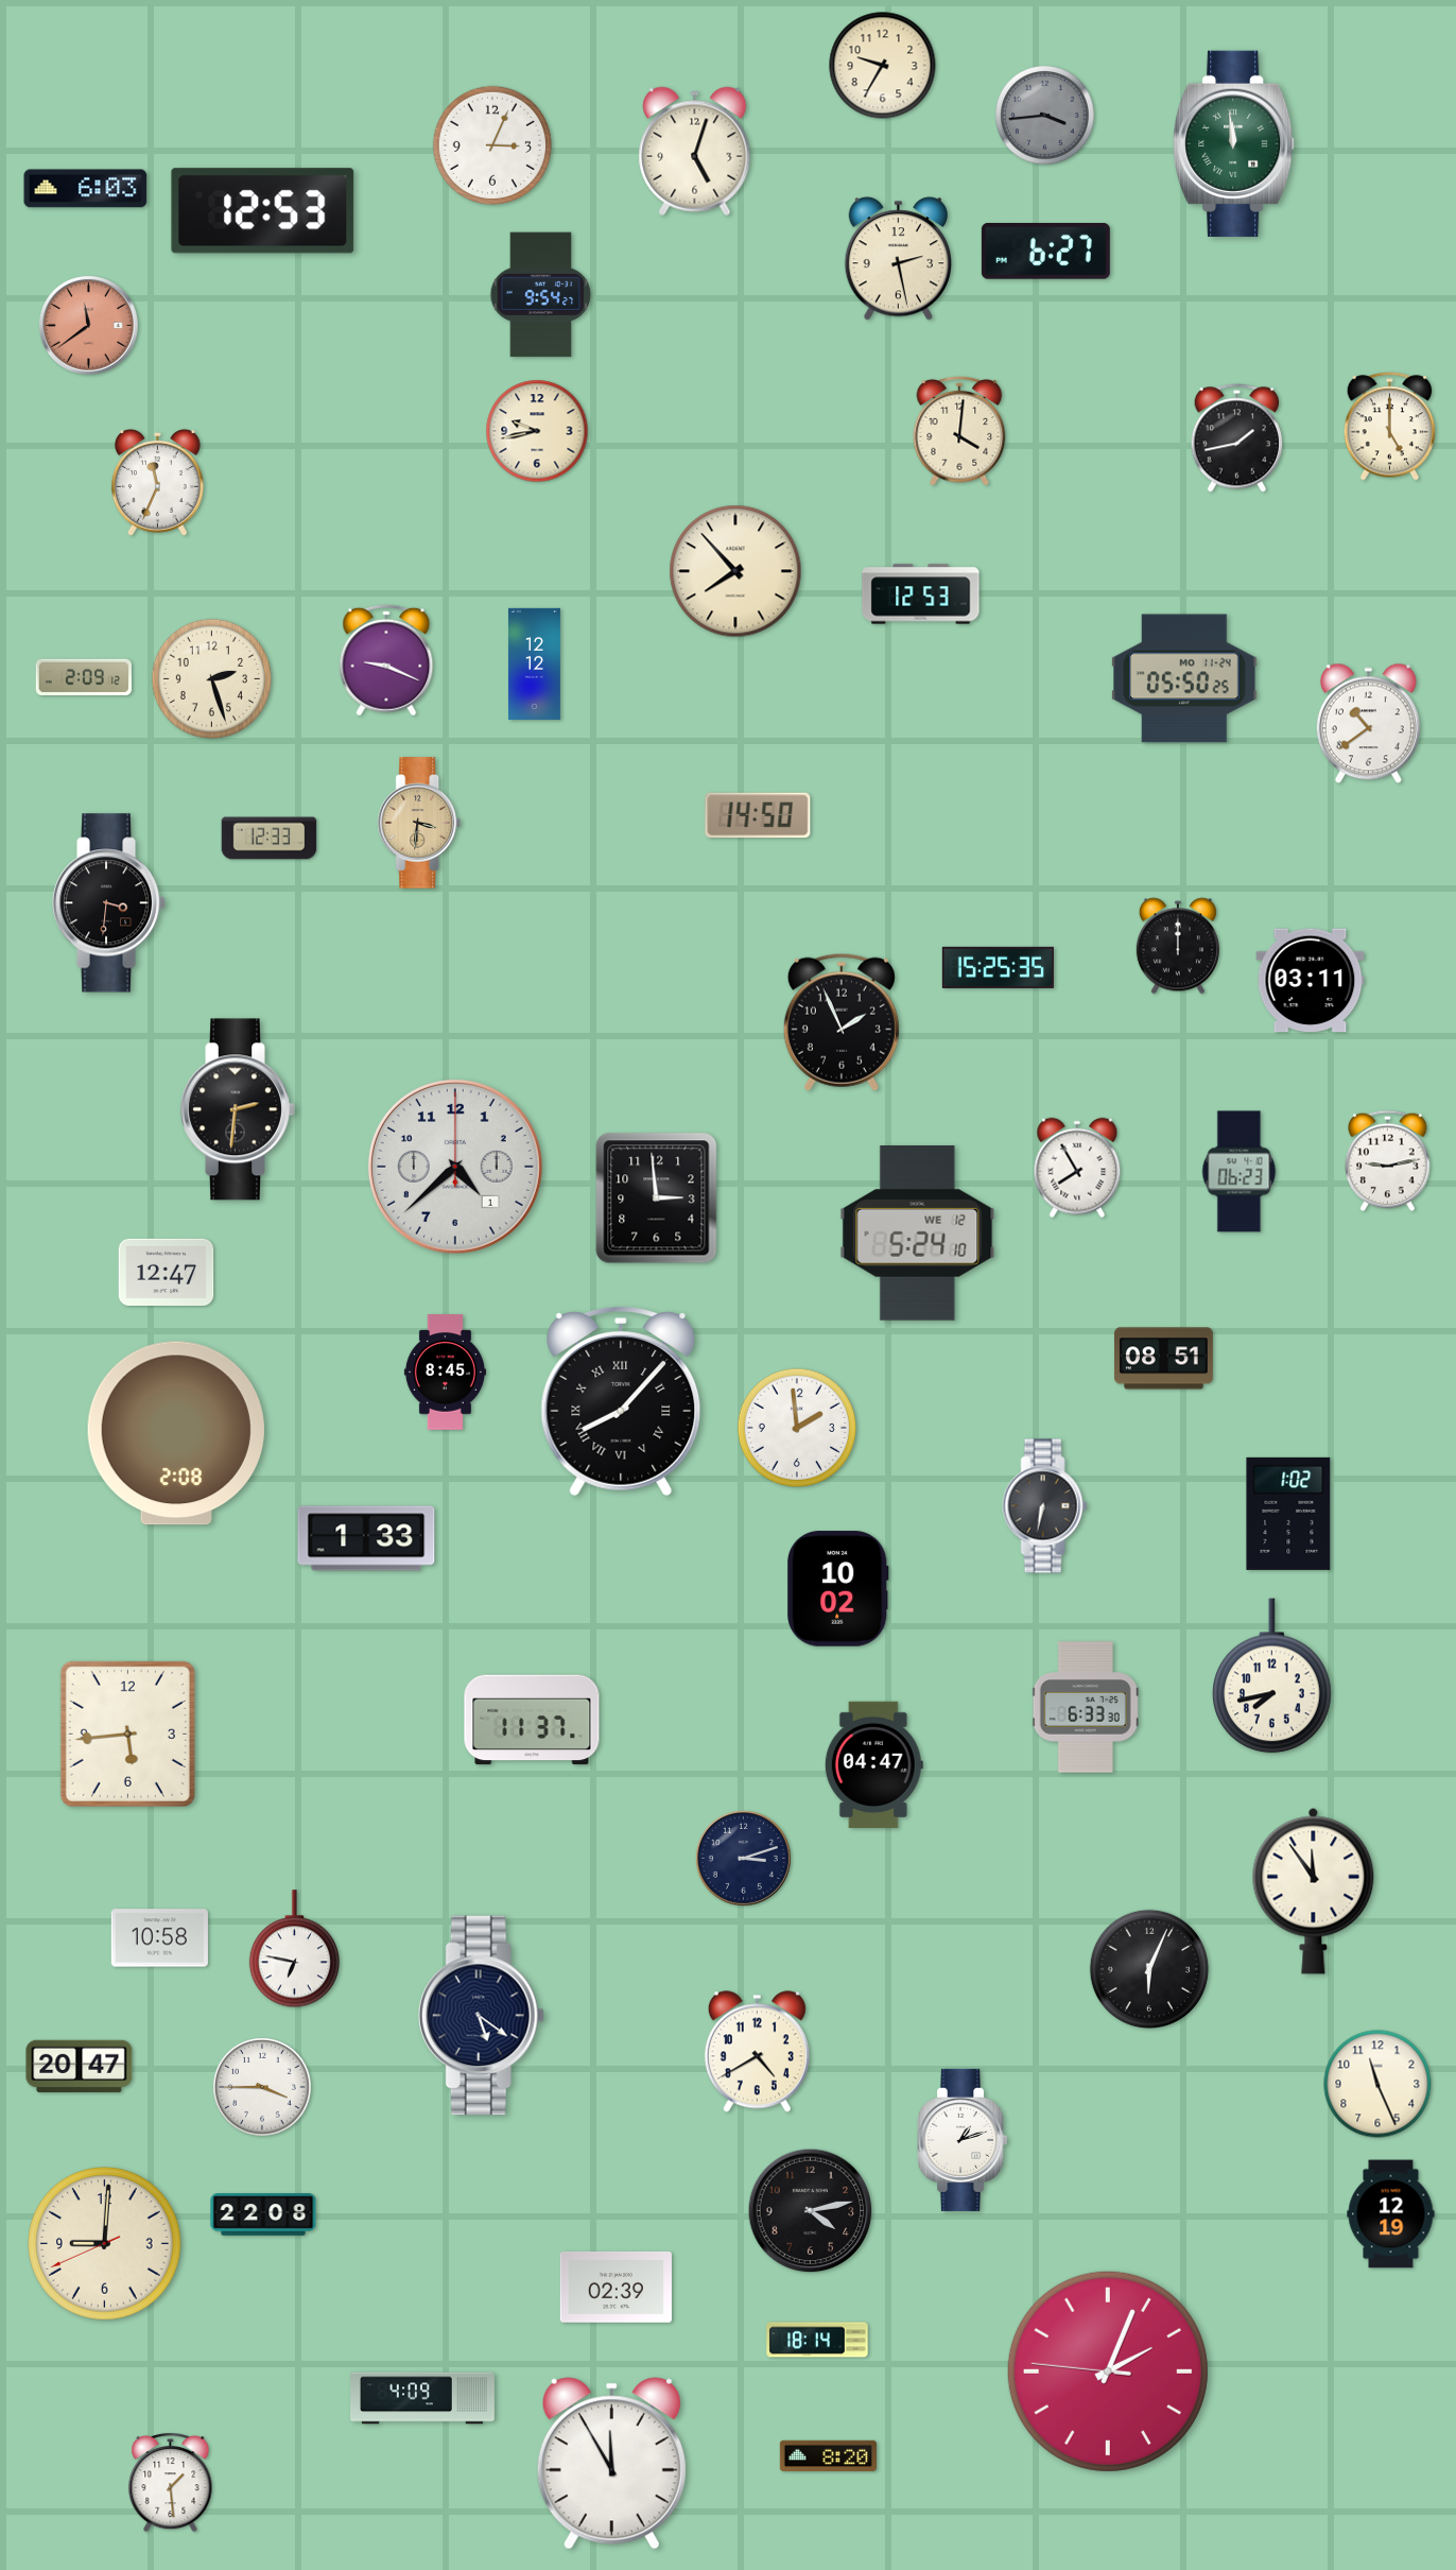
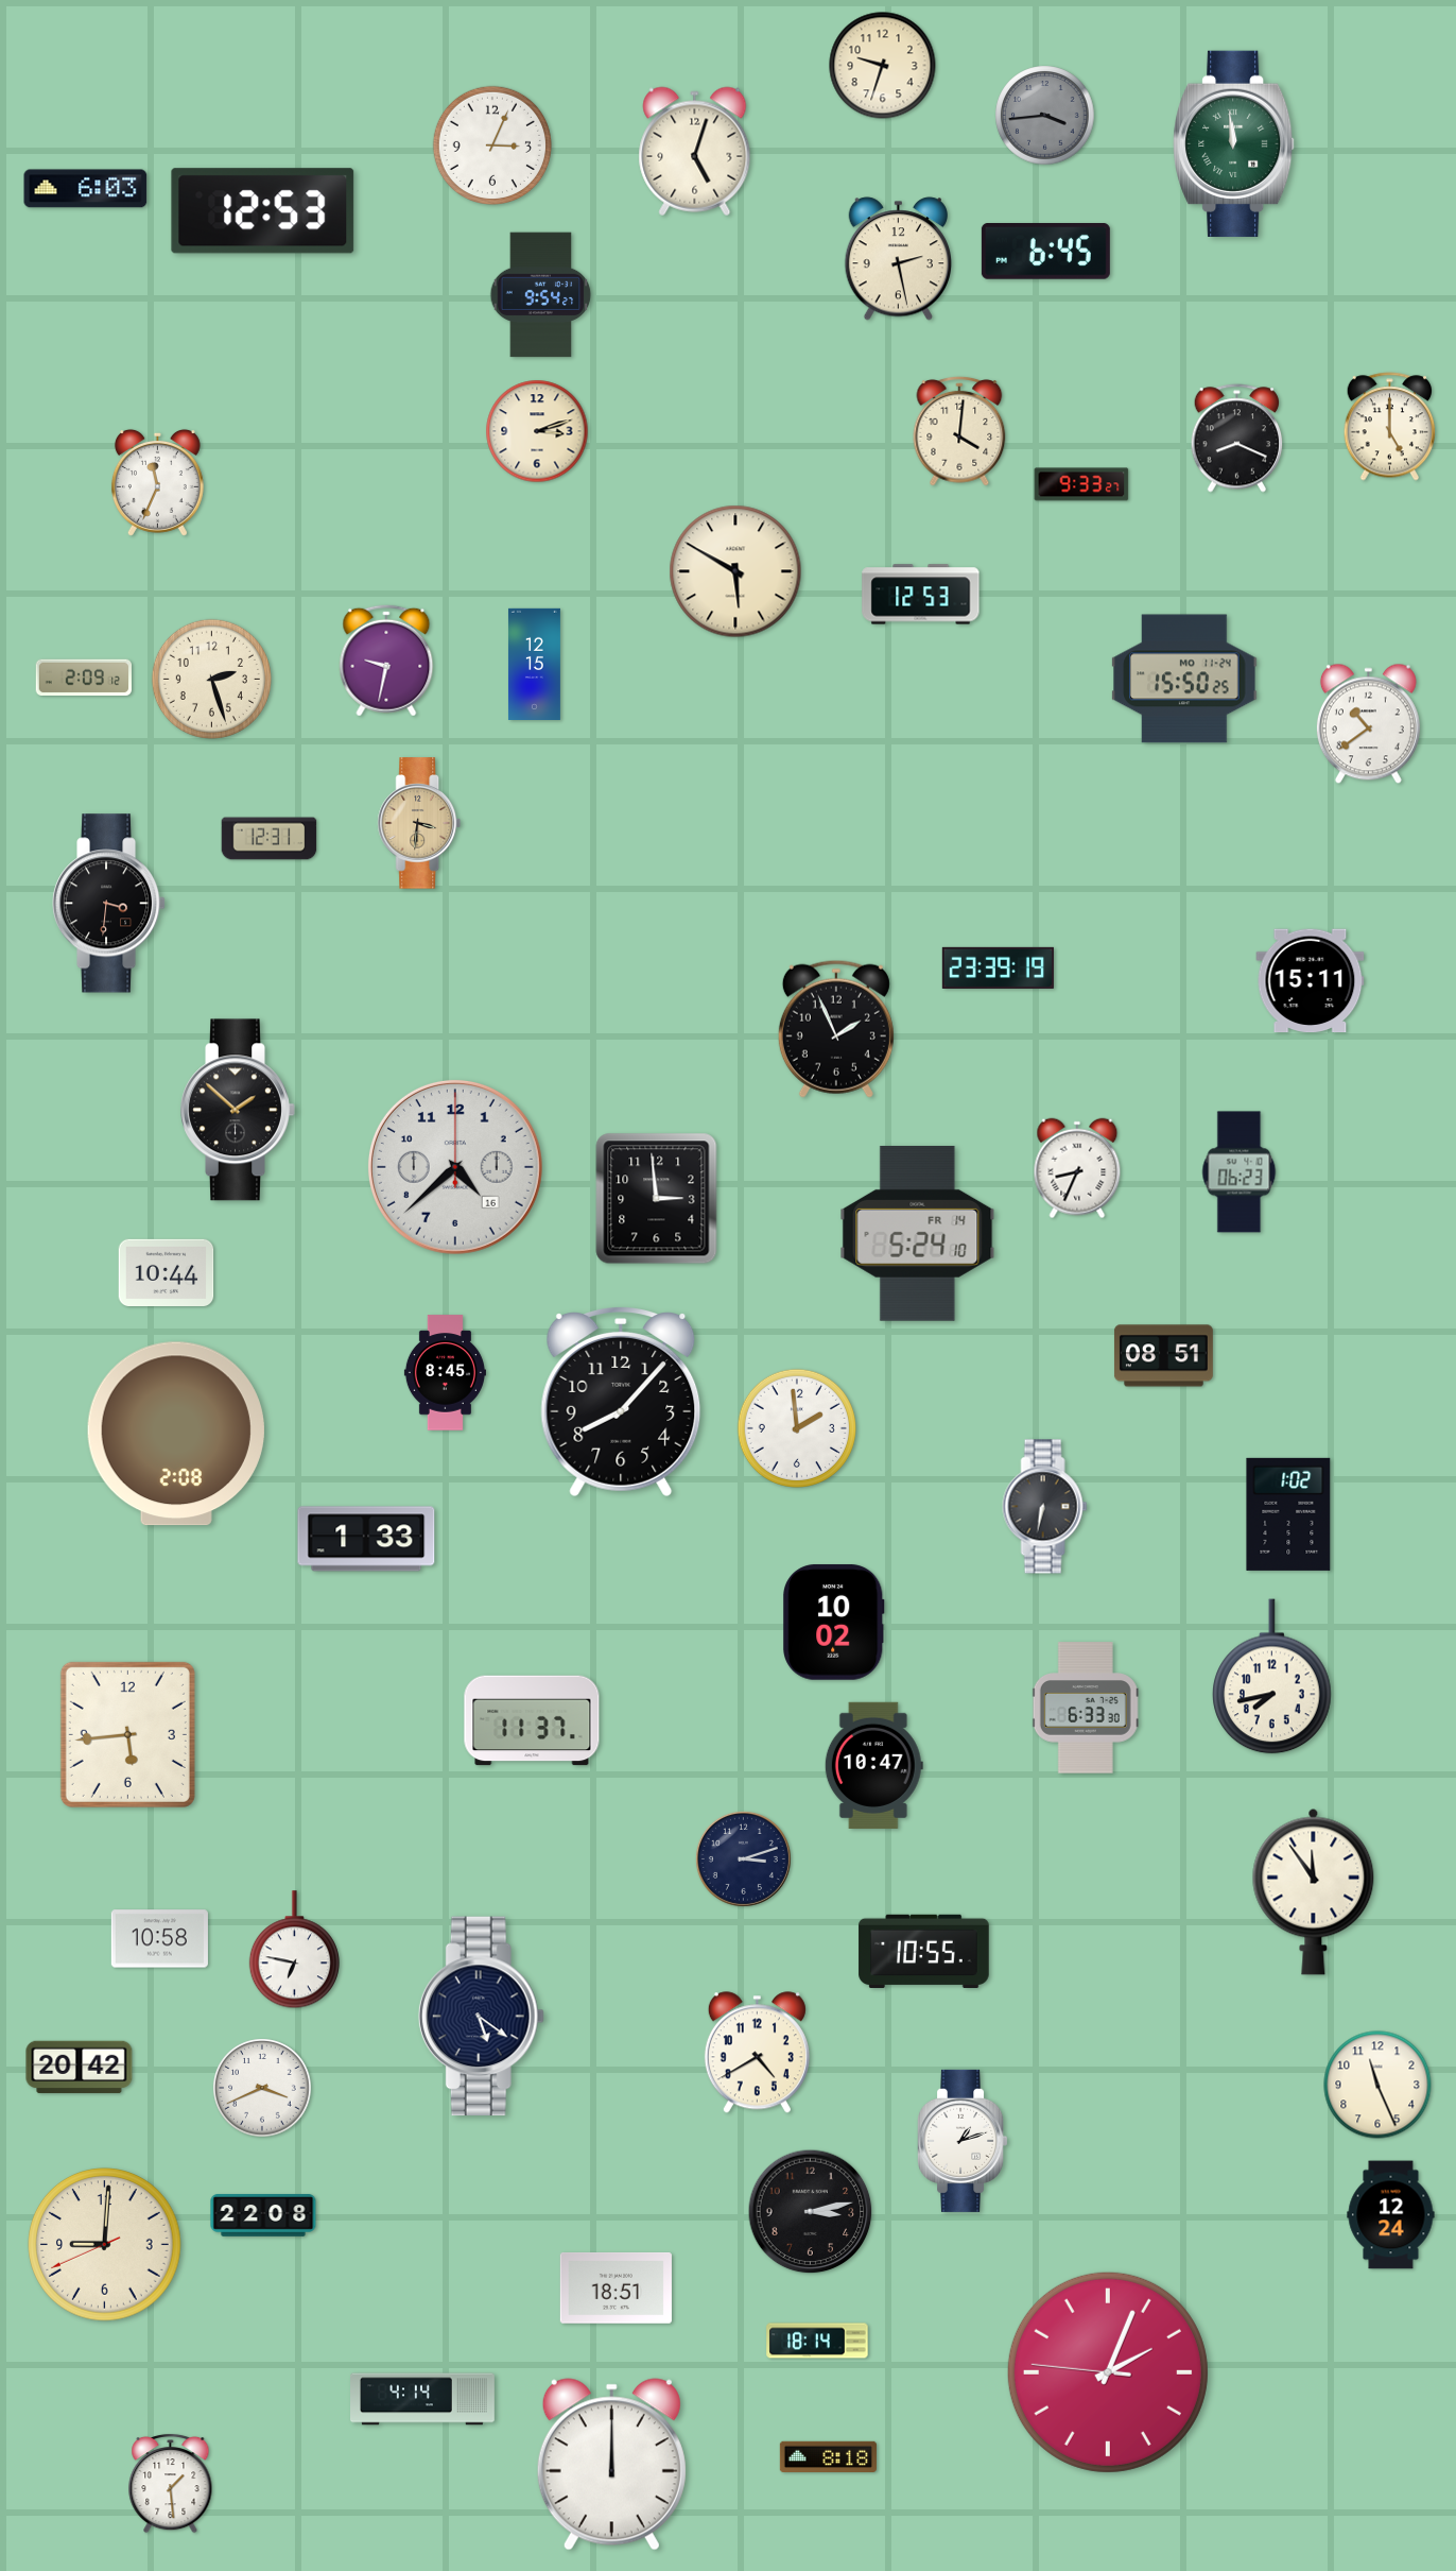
clock at (883, 66): 9:35 -> 9:33
clock at (1045, 252): 6:27 -> 6:45
clock at (89, 326): 11:39 -> none
clock at (537, 431): 9:43 -> 3:12
clock at (1237, 438): 1:43 -> 8:19
clock at (1081, 484): none -> 9:33
clock at (735, 571): 7:53 -> 5:50
clock at (386, 660): 9:19 -> 9:32
clock at (534, 663): 12:12 -> 12:15
clock at (1184, 678): 05:50 -> 15:50
clock at (758, 815): 14:50 -> none
clock at (270, 839): 12:33 -> 12:31
clock at (1178, 946): 12:00 -> none
clock at (998, 967): 15:25 -> 23:39
clock at (1311, 981): 03:11 -> 15:11
clock at (842, 1022) position: (842, 1022) -> (836, 1029)
clock at (238, 1109): 2:31 -> 1:52
clock at (1388, 1161): 9:13 -> none
clock at (455, 1167) date: 1 -> 16
clock at (1077, 1168): 7:55 -> 8:34
clock at (918, 1232) date: WE 12 -> FR 14
clock at (167, 1272): 12:47 -> 10:44
clock at (1163, 1359) position: (1163, 1359) -> (1163, 1356)
clock at (621, 1401) numerals: Roman -> Arabic
clock at (838, 1589) position: (838, 1589) -> (834, 1623)
clock at (873, 1764): 04:47 -> 10:47
clock at (924, 1951): none -> 10:55
clock at (1148, 1968): 6:04 -> none
clock at (80, 2067): 20:47 -> 20:42
clock at (262, 2087): 3:45 -> 3:41
clock at (811, 2211): 4:13 -> 3:13
clock at (1391, 2214): 12:19 -> 12:24
clock at (616, 2287): 02:39 -> 18:51
clock at (423, 2398): 4:09 -> 4:14
clock at (828, 2456): 8:20 -> 8:18
clock at (611, 2464): 11:55 -> 12:00
